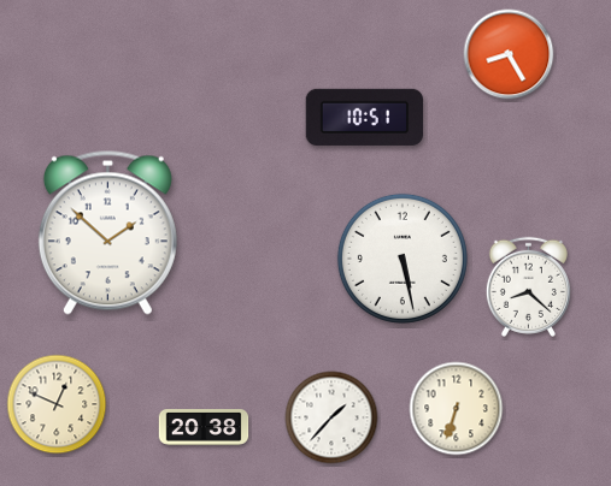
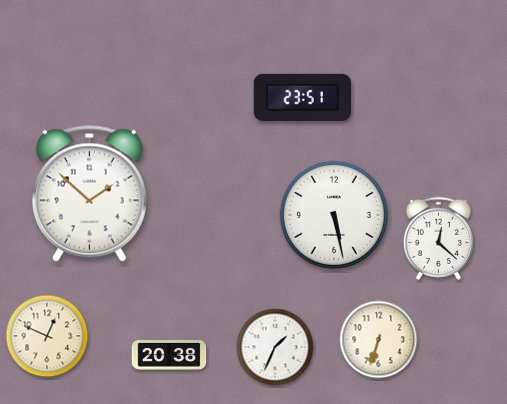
clock at (509, 54): 8:25 -> none
clock at (364, 117): 10:51 -> 23:51
clock at (528, 286): 8:22 -> 12:22
clock at (331, 417): 1:37 -> 1:34
